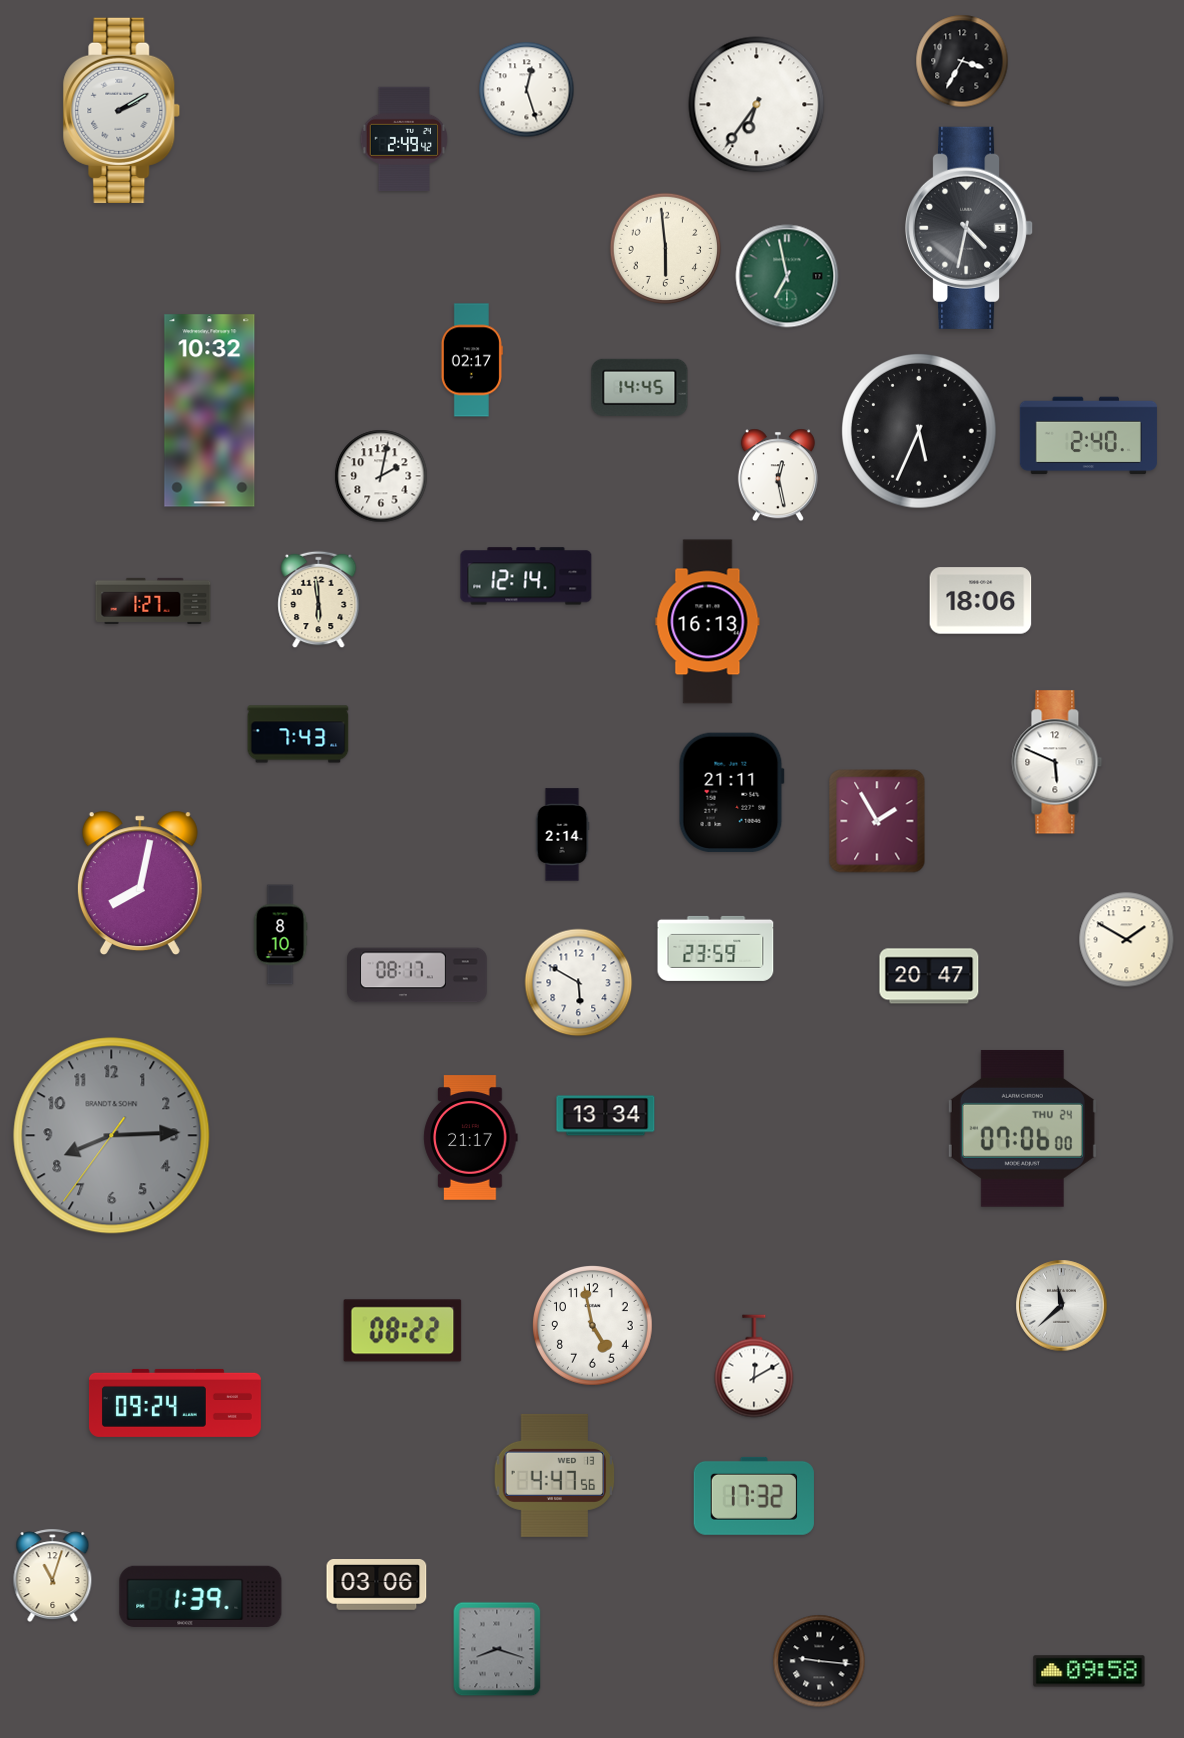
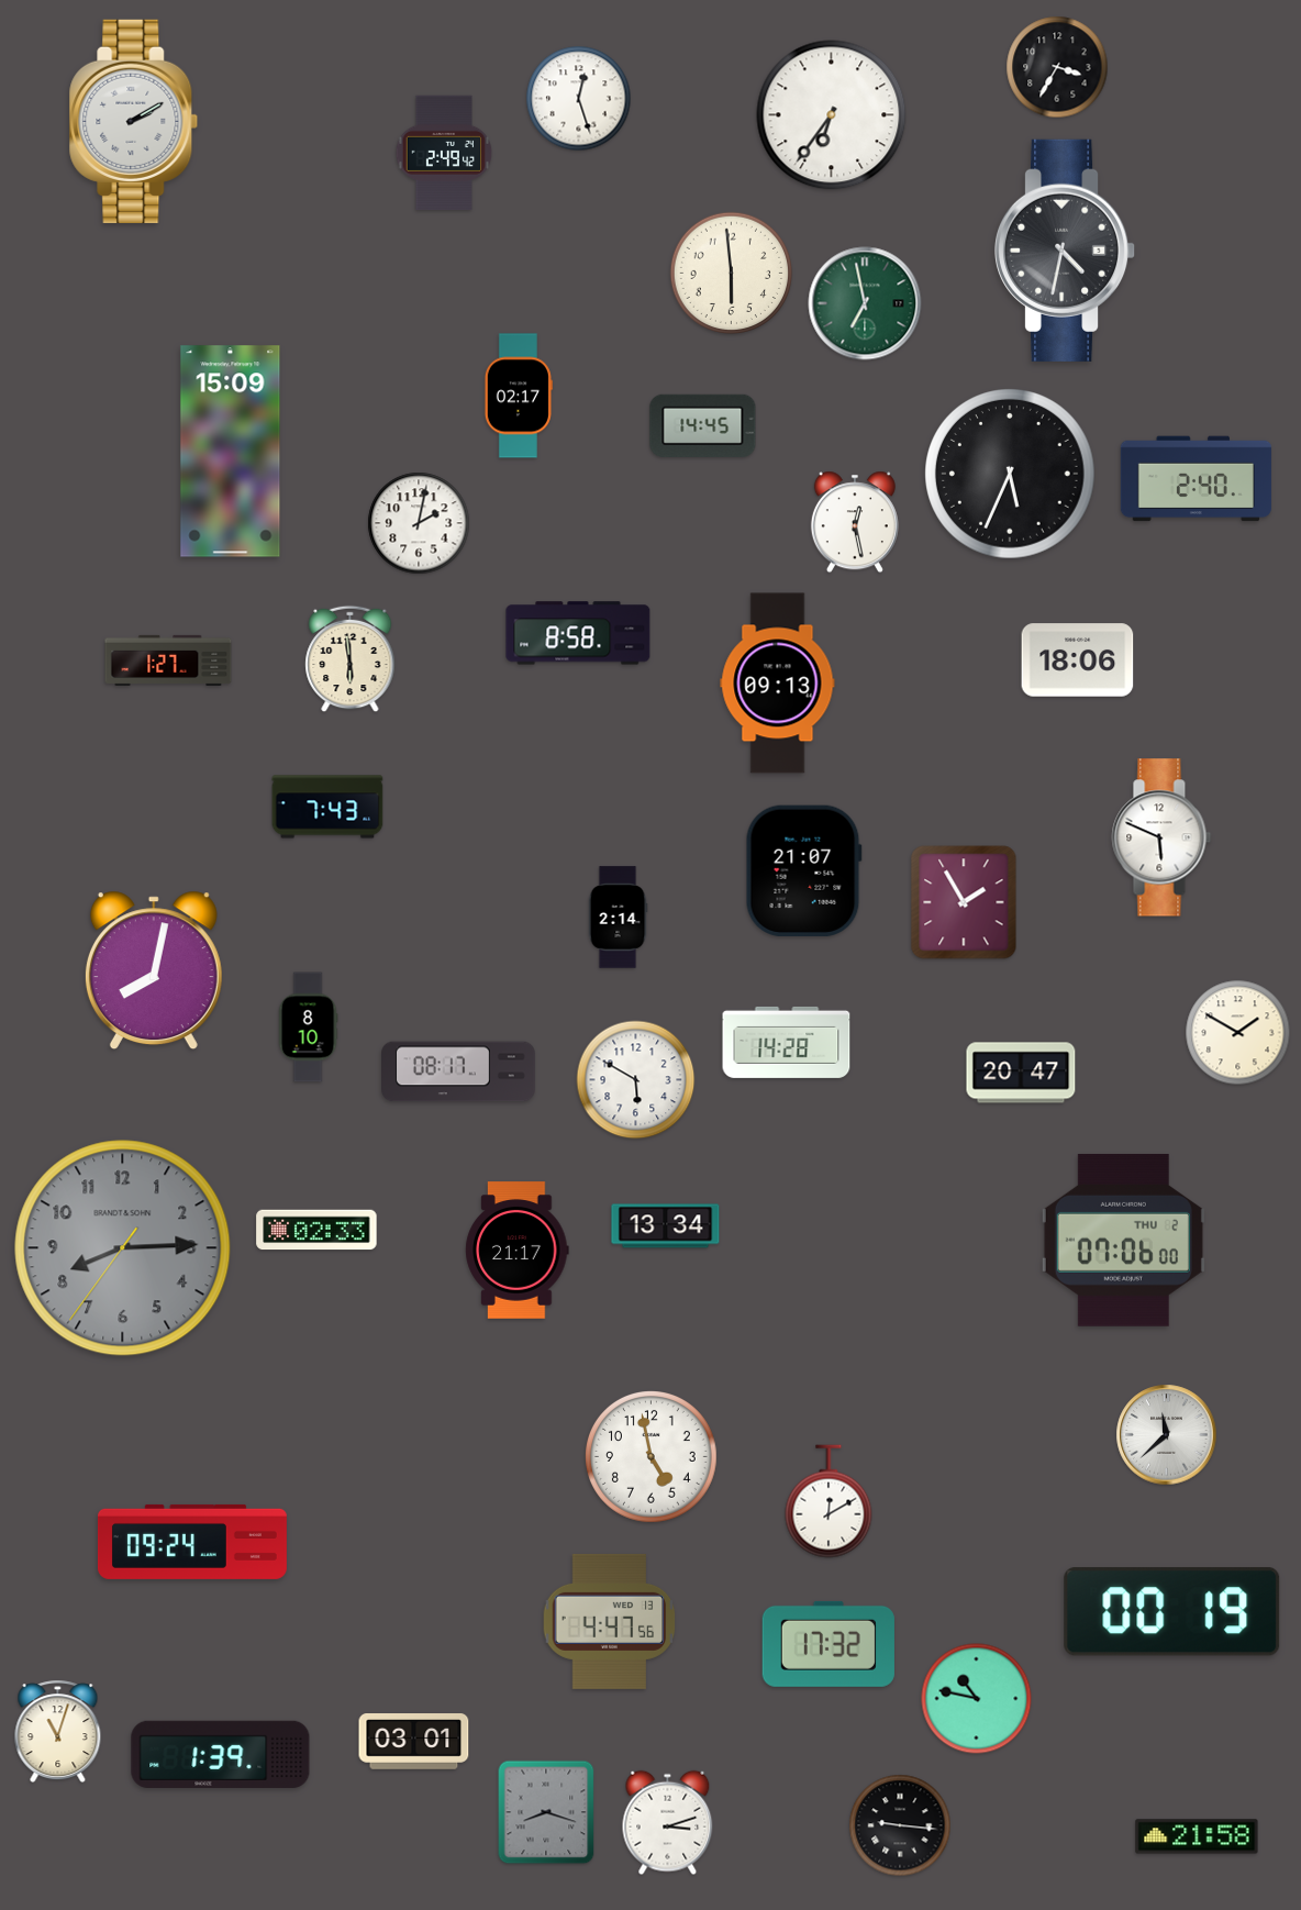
clock at (210, 411): 10:32 -> 15:09
clock at (526, 576): 12:14 -> 8:58
clock at (708, 622): 16:13 -> 09:13
clock at (731, 792): 21:11 -> 21:07
clock at (716, 948): 23:59 -> 14:28
clock at (316, 1230): none -> 02:33
clock at (1022, 1128) date: THU 24 -> THU 2
clock at (403, 1331): 08:22 -> none
clock at (1172, 1612): none -> 00:19
clock at (977, 1699): none -> 10:47
clock at (377, 1585): 03:06 -> 03:01
clock at (668, 1823): none -> 3:12
clock at (1089, 1671): 09:58 -> 21:58
